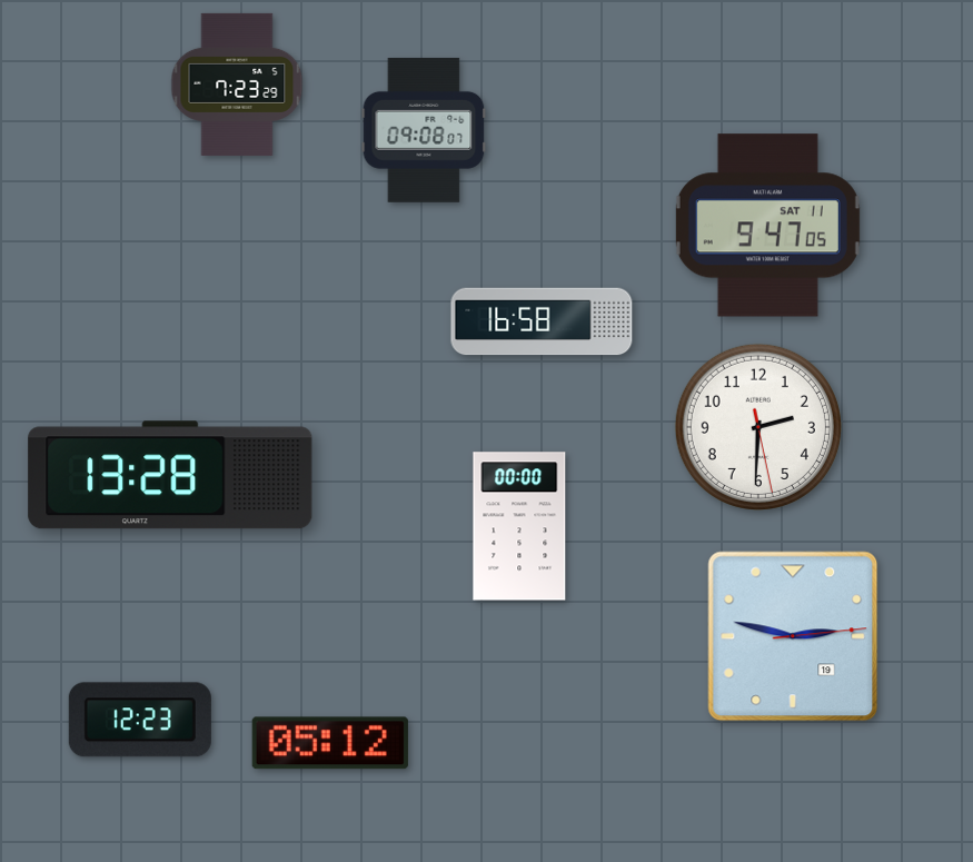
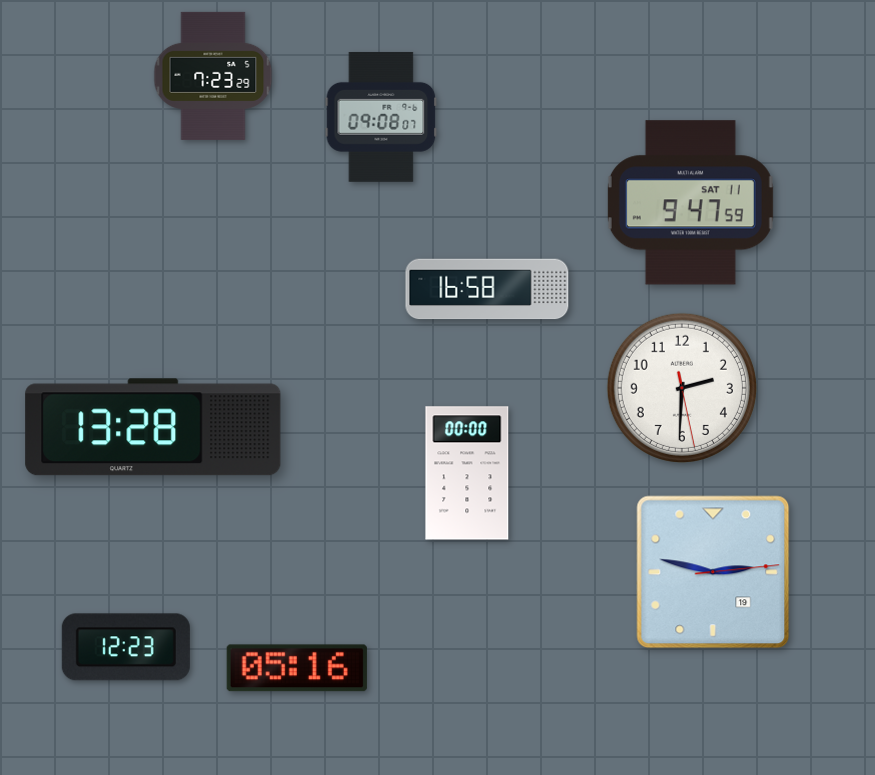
clock at (767, 226): 9:47:05 -> 9:47:59
clock at (758, 427) position: (758, 427) -> (682, 388)
clock at (330, 743): 05:12 -> 05:16
